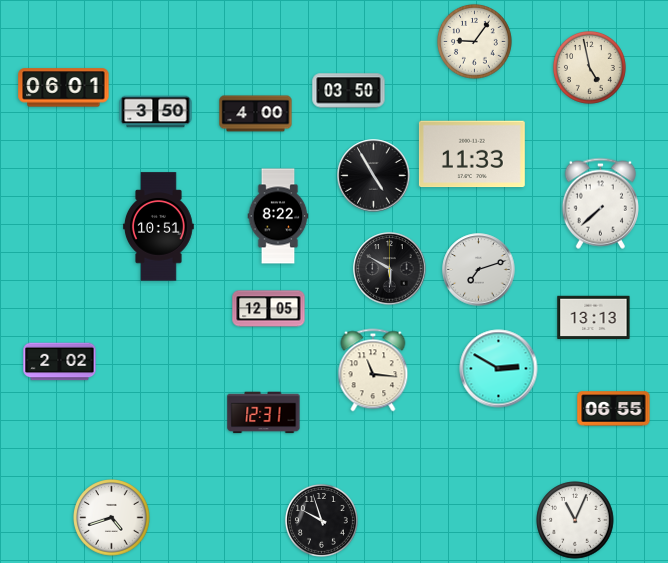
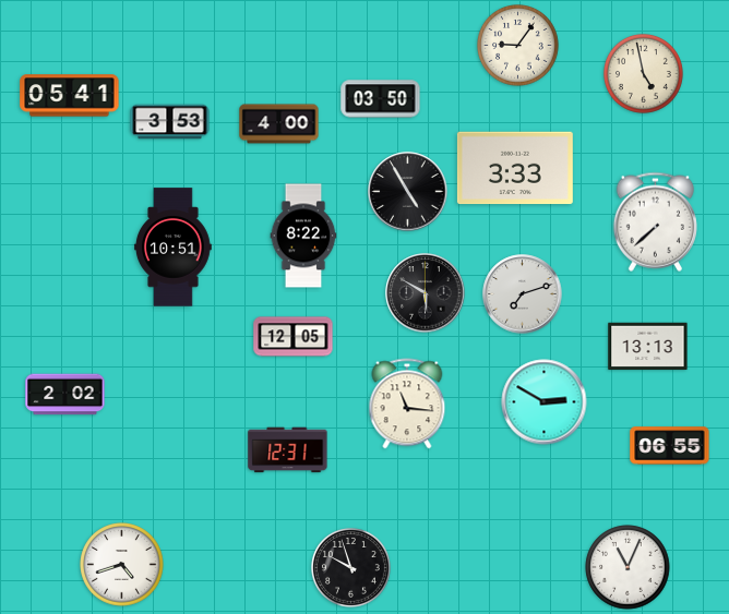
clock at (64, 88): 06:01 -> 05:41
clock at (156, 112): 3:50 -> 3:53
clock at (472, 154): 11:33 -> 3:33
